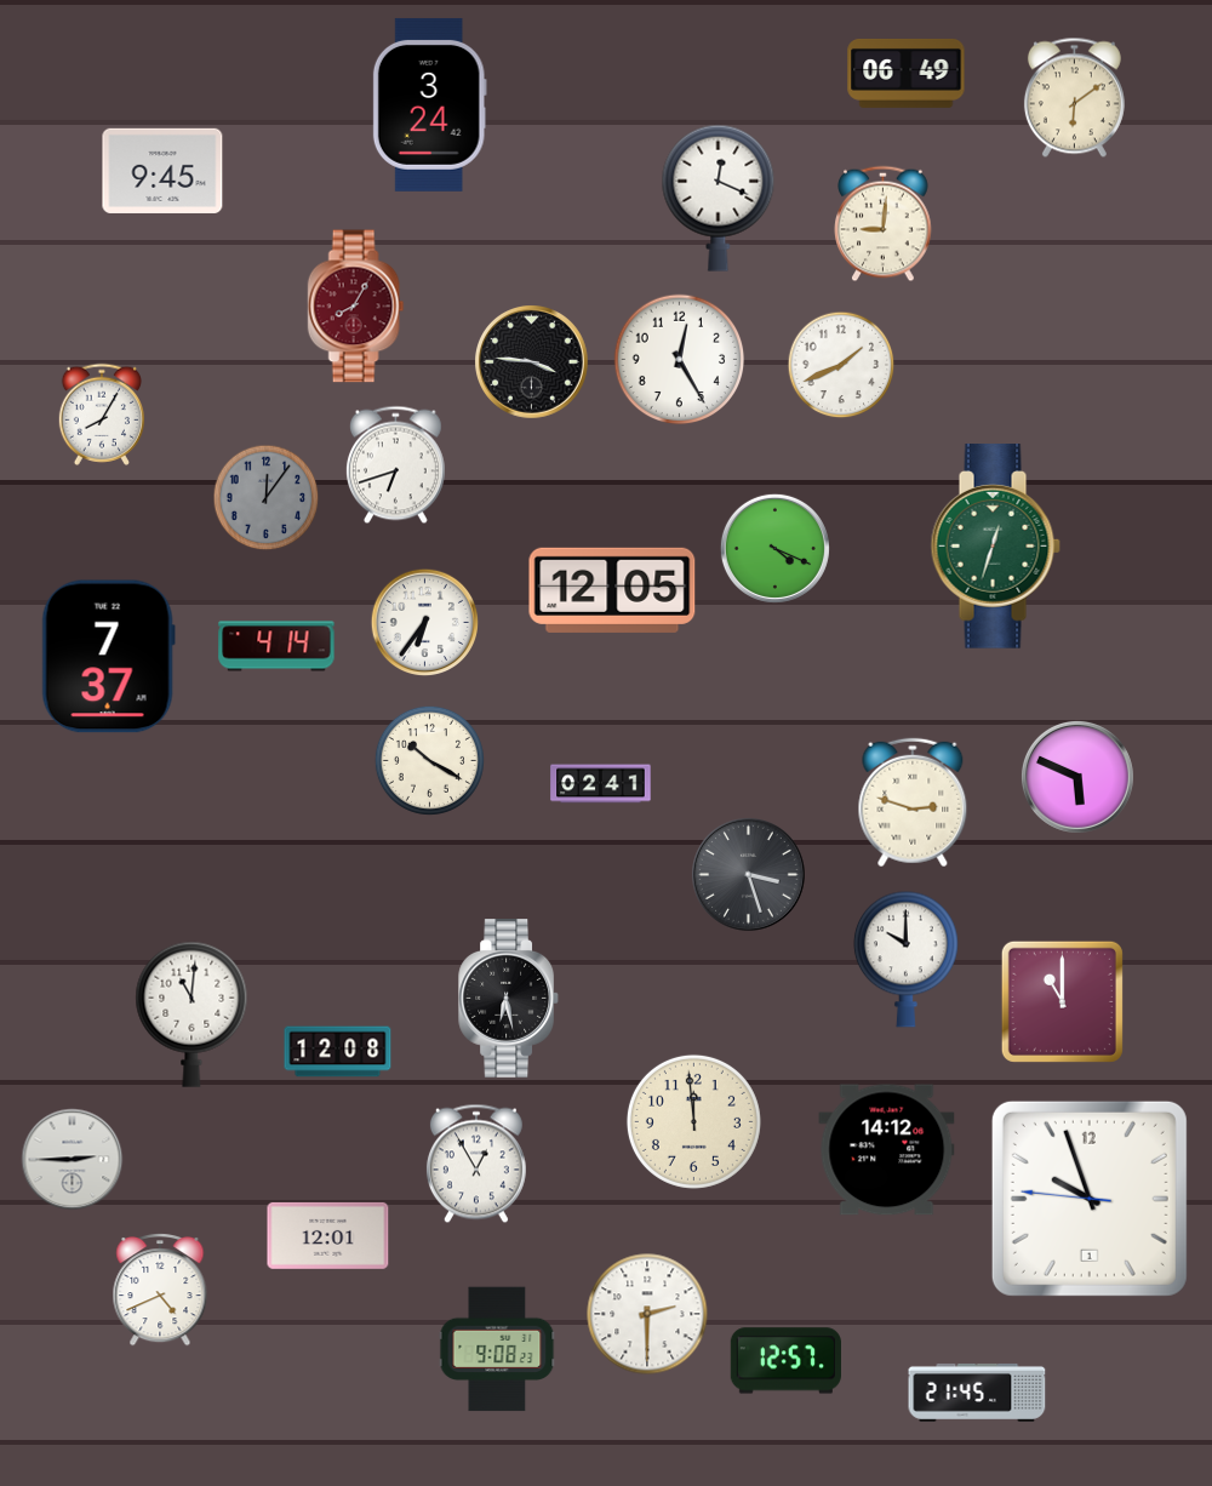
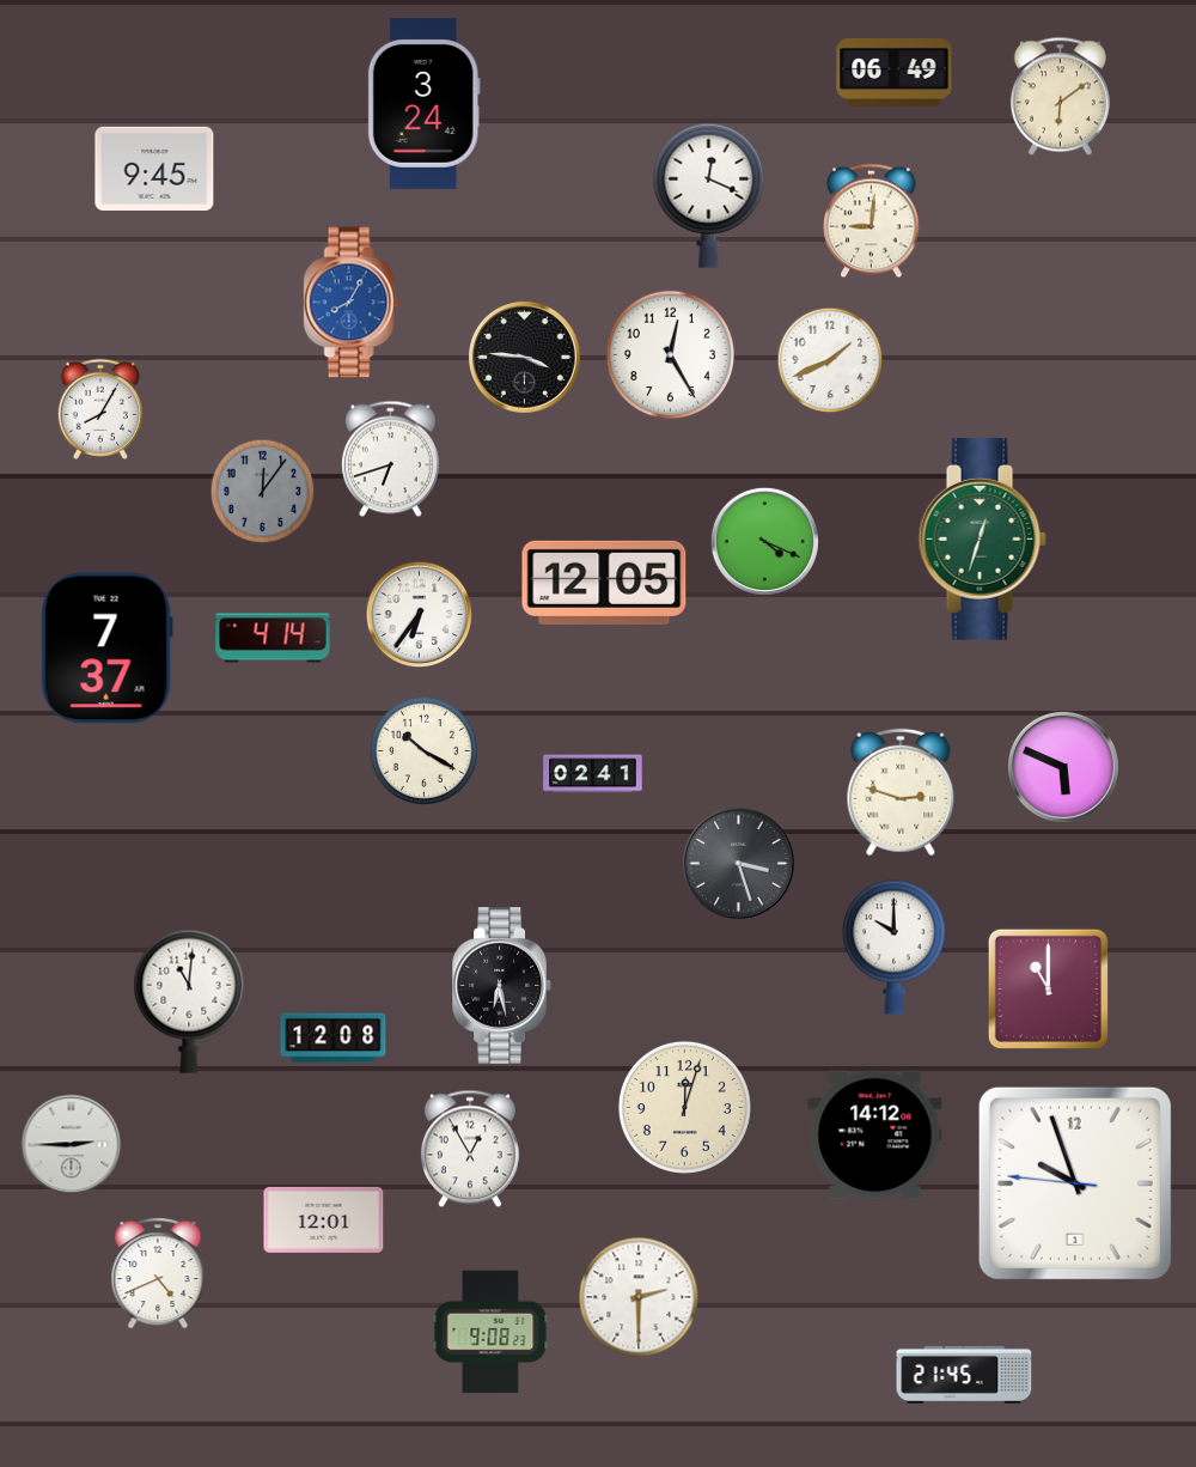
clock at (162, 171) position: (162, 171) -> (154, 169)
clock at (356, 307) dial: burgundy -> blue
clock at (693, 1121): 11:59 -> 12:03
clock at (785, 1361): 12:57 -> none
